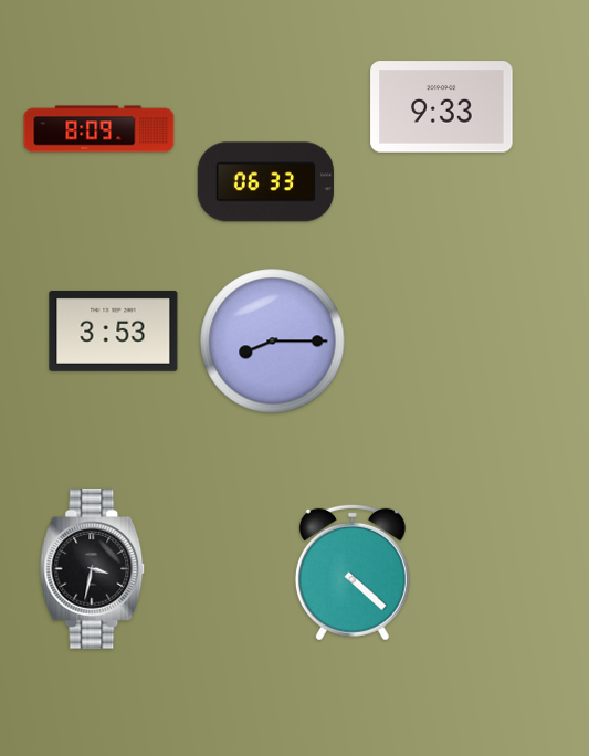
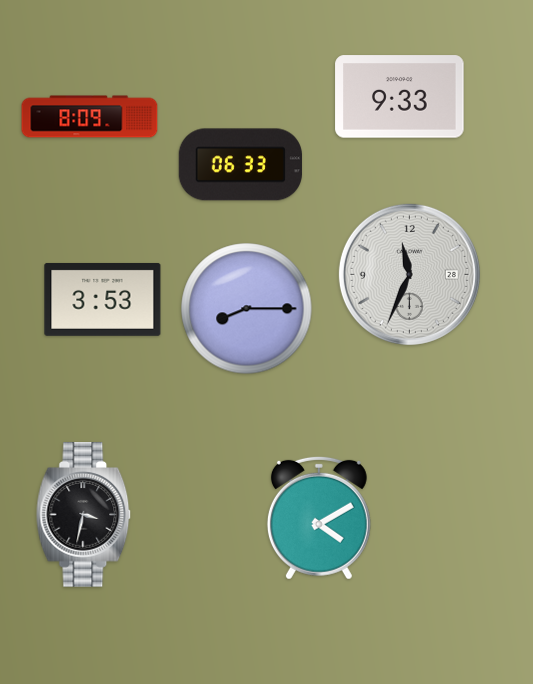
clock at (409, 274): none -> 11:34
clock at (353, 573): 4:22 -> 4:10
